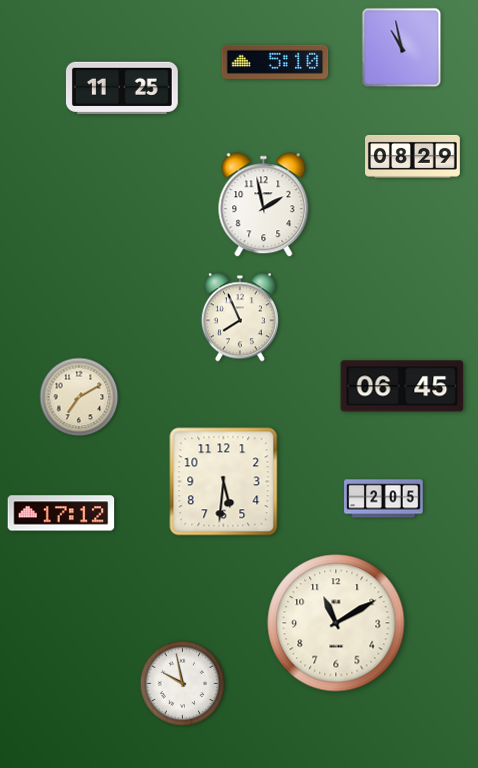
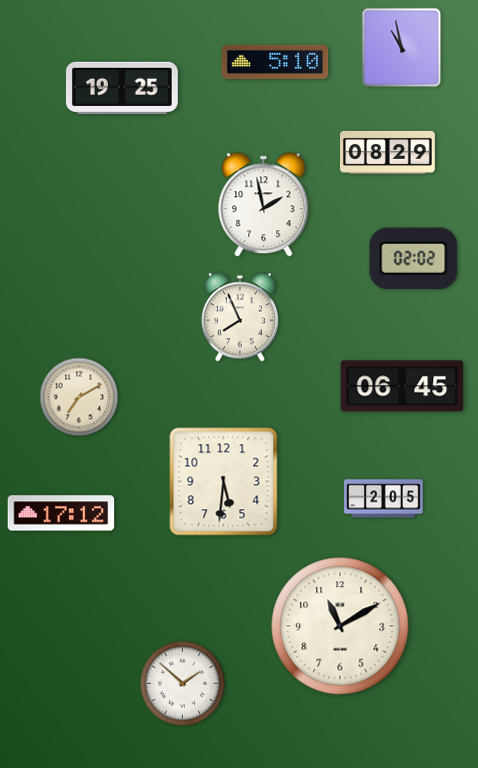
clock at (122, 88): 11:25 -> 19:25
clock at (413, 156) position: (413, 156) -> (388, 152)
clock at (414, 259): none -> 02:02
clock at (336, 623) position: (336, 623) -> (340, 626)
clock at (183, 684): 9:58 -> 1:52
